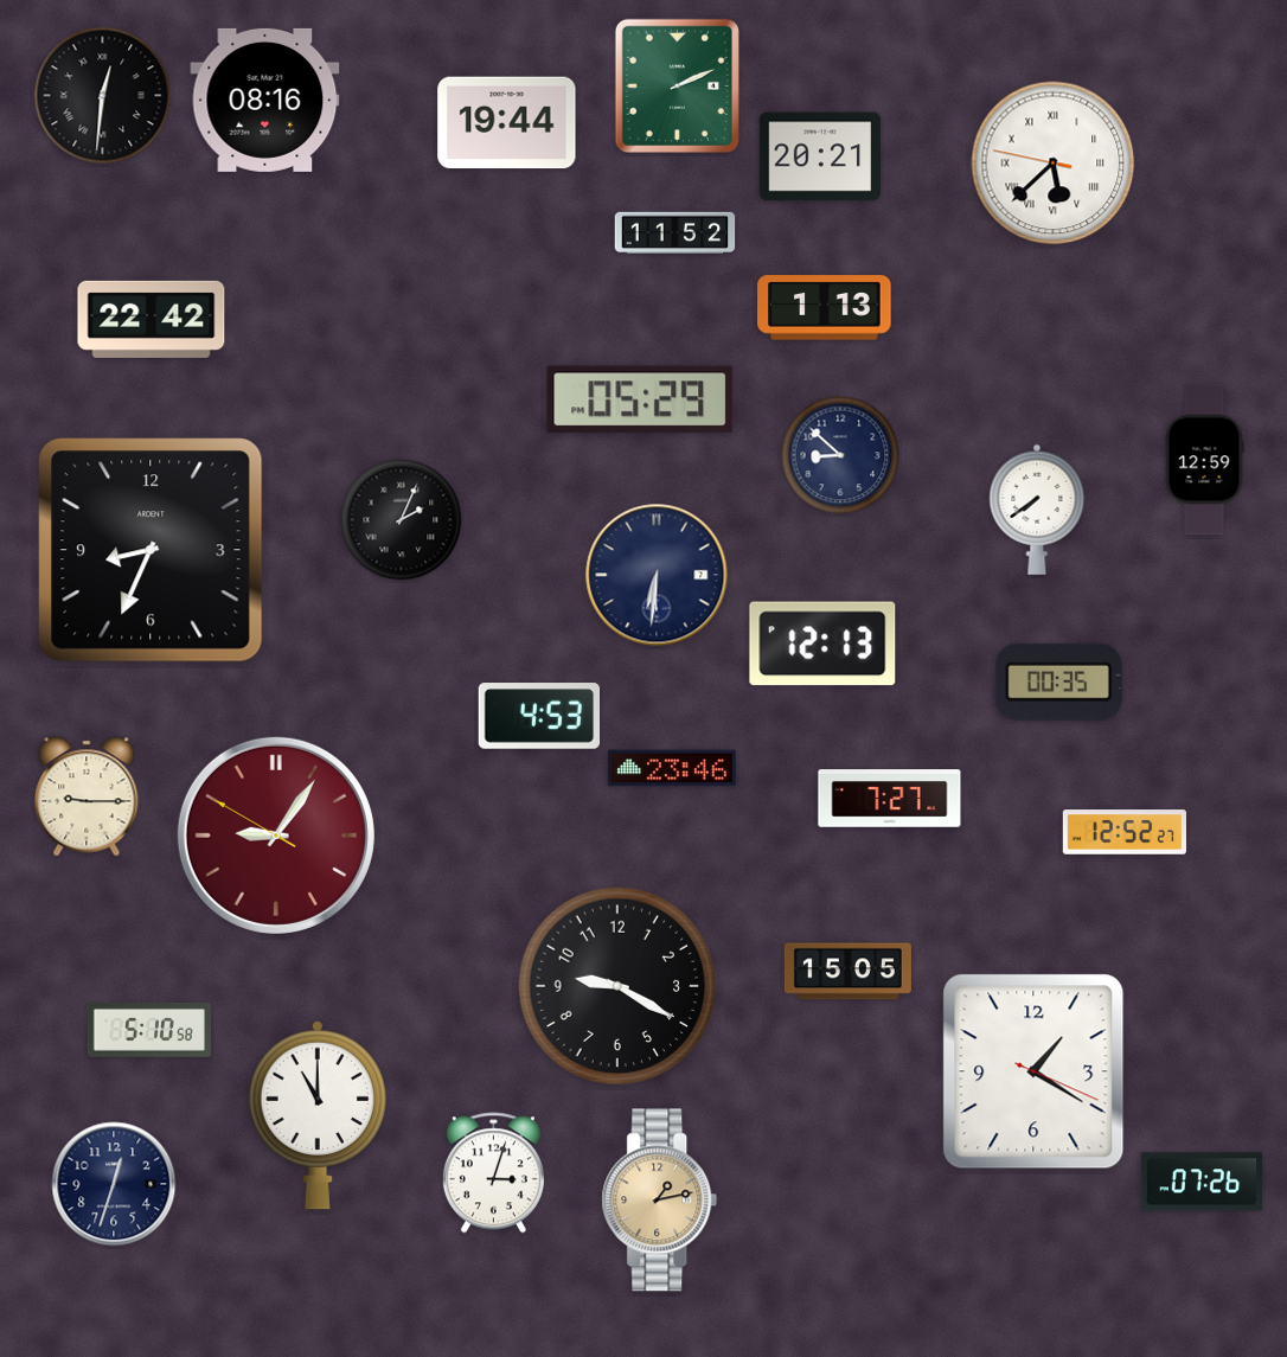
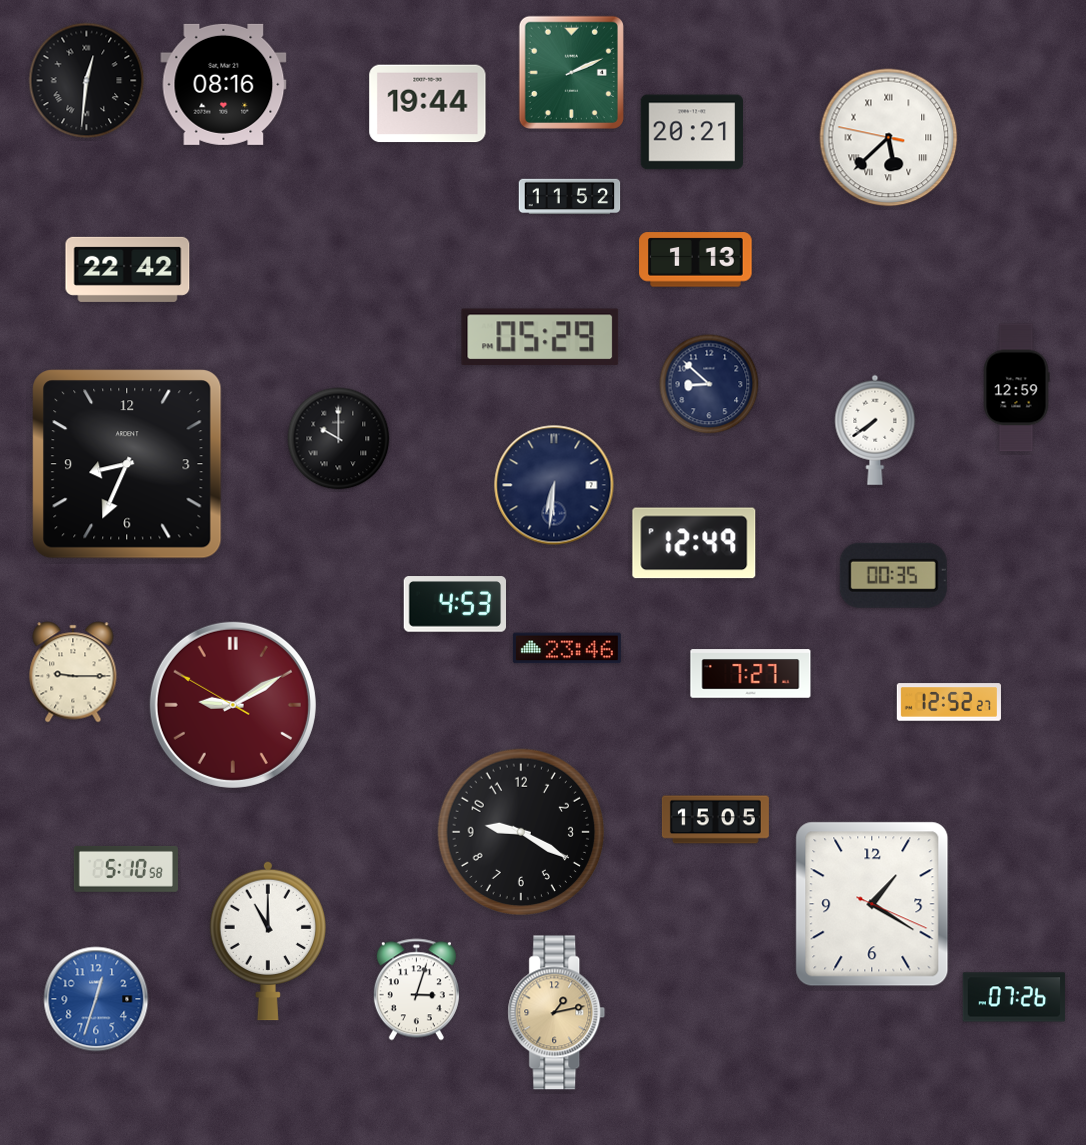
clock at (402, 520): 2:04 -> 10:00
clock at (822, 644): 12:13 -> 12:49
clock at (276, 836): 9:05 -> 9:09
clock at (114, 1184) dial: navy -> blue
